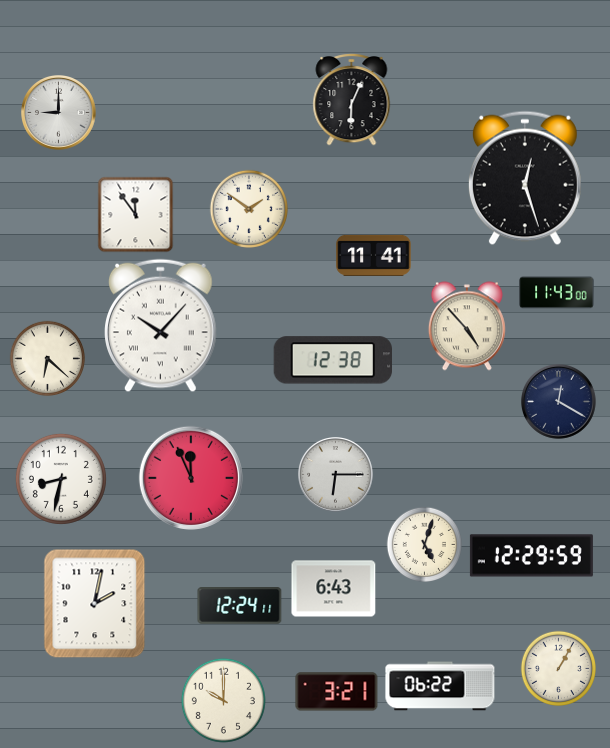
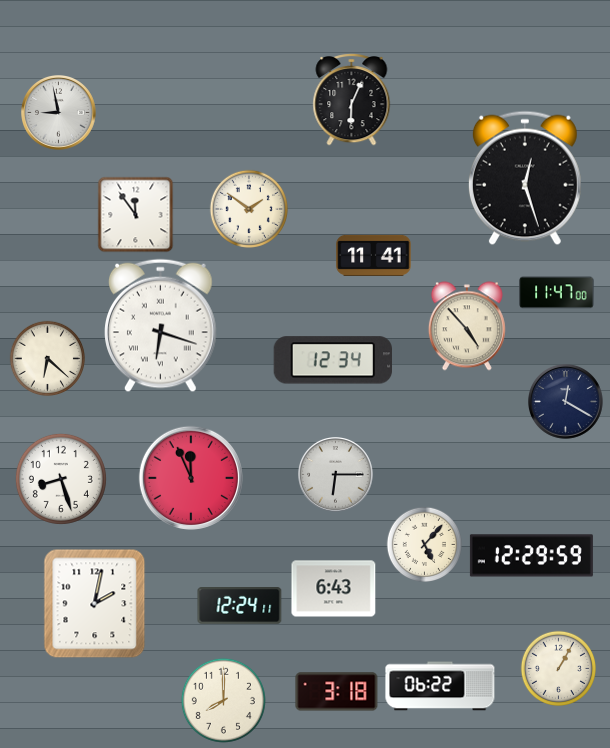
clock at (59, 113): 9:00 -> 8:58
clock at (557, 293): 11:43 -> 11:47
clock at (161, 326): 10:07 -> 6:18
clock at (332, 360): 12:38 -> 12:34
clock at (559, 402) position: (559, 402) -> (566, 402)
clock at (61, 479): 8:32 -> 8:27
clock at (424, 544): 5:03 -> 5:07
clock at (337, 692): 3:21 -> 3:18
clock at (223, 700): 10:00 -> 8:00
